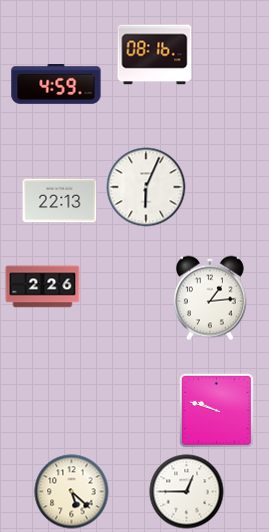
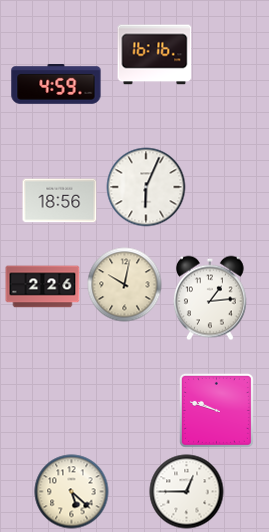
clock at (155, 55): 08:16 -> 16:16
clock at (60, 201): 22:13 -> 18:56
clock at (125, 285): none -> 10:02
